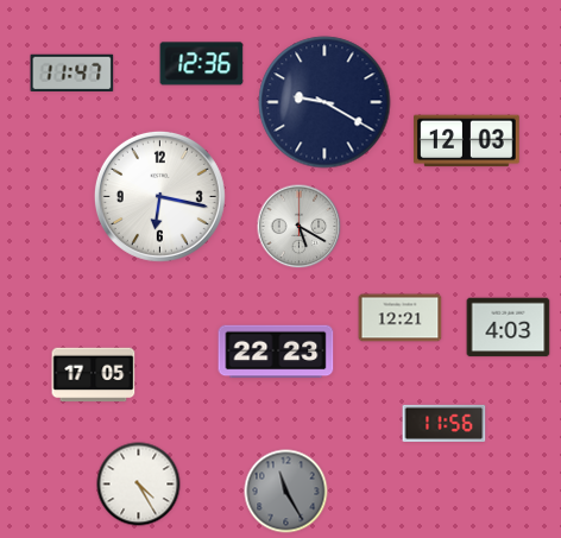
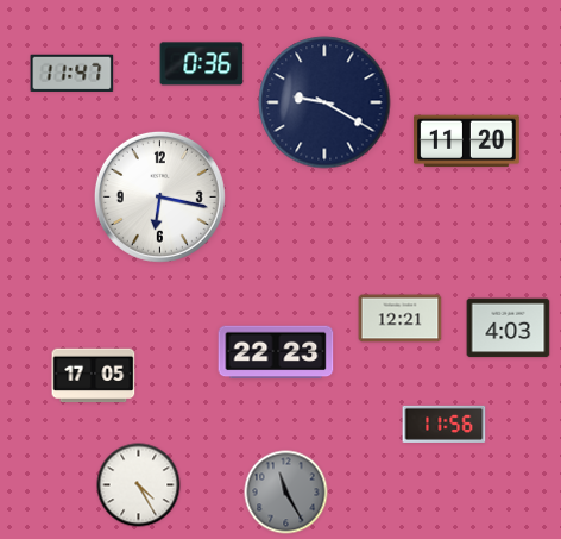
clock at (202, 64): 12:36 -> 0:36
clock at (467, 141): 12:03 -> 11:20
clock at (300, 227): 5:20 -> none
